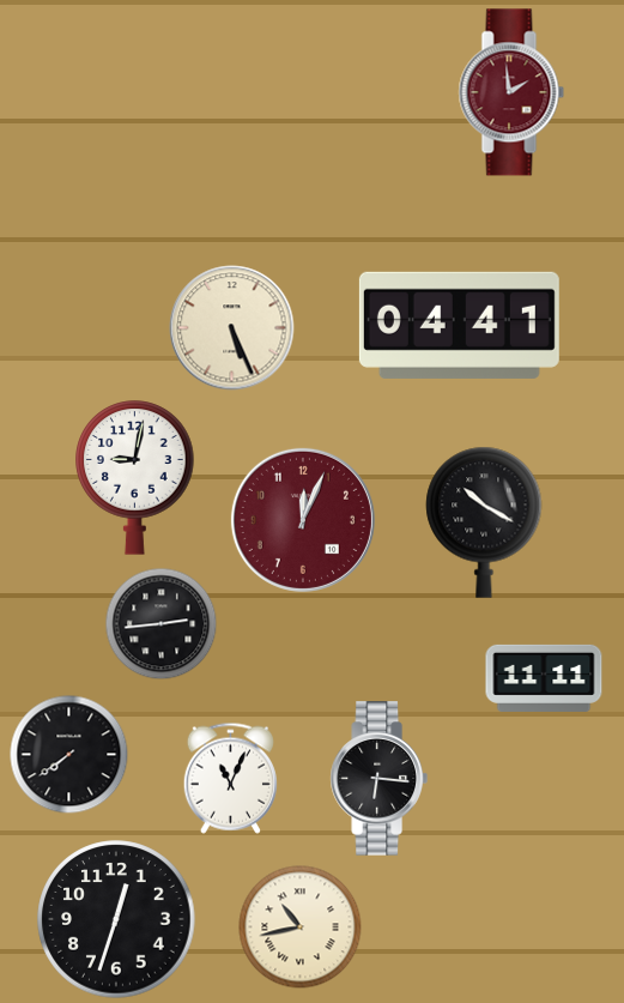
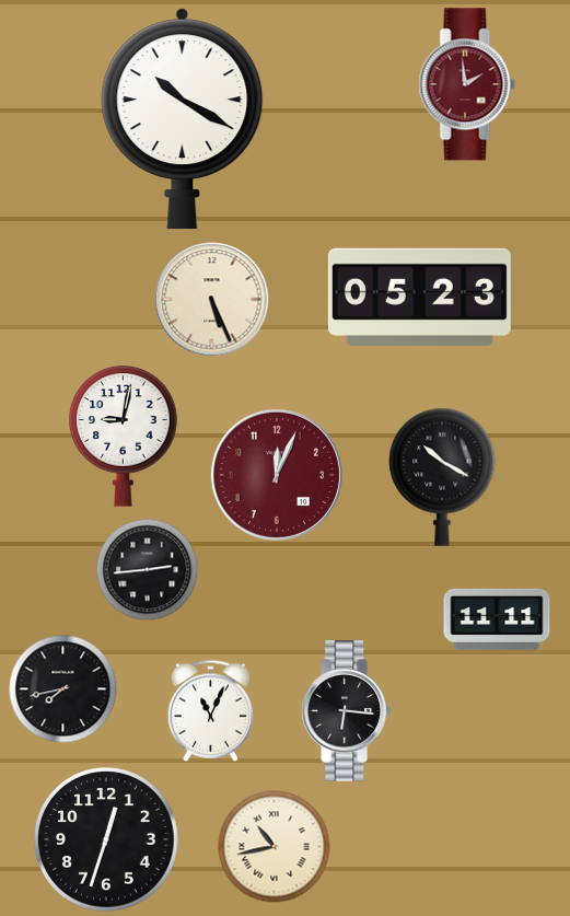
clock at (183, 119): none -> 10:20
clock at (459, 325): 04:41 -> 05:23
clock at (69, 755): 7:39 -> 7:43
